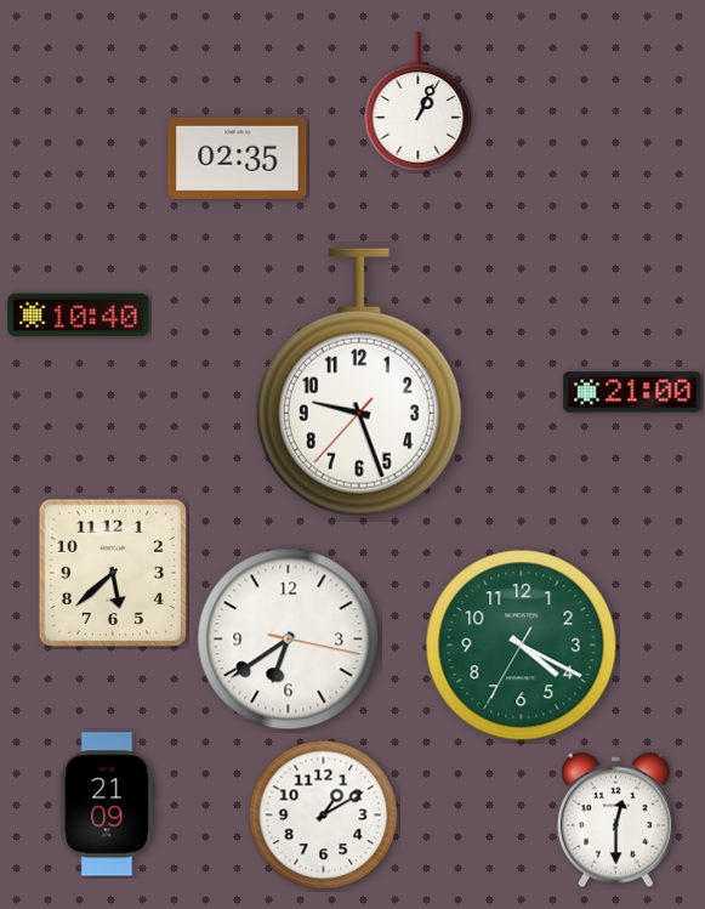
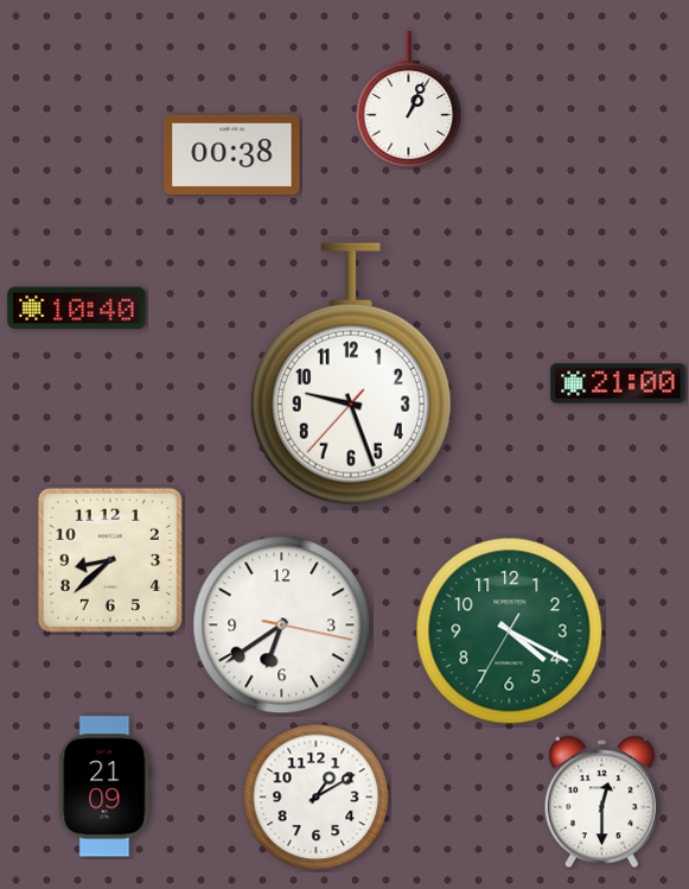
clock at (238, 158): 02:35 -> 00:38
clock at (113, 573): 5:38 -> 8:38
